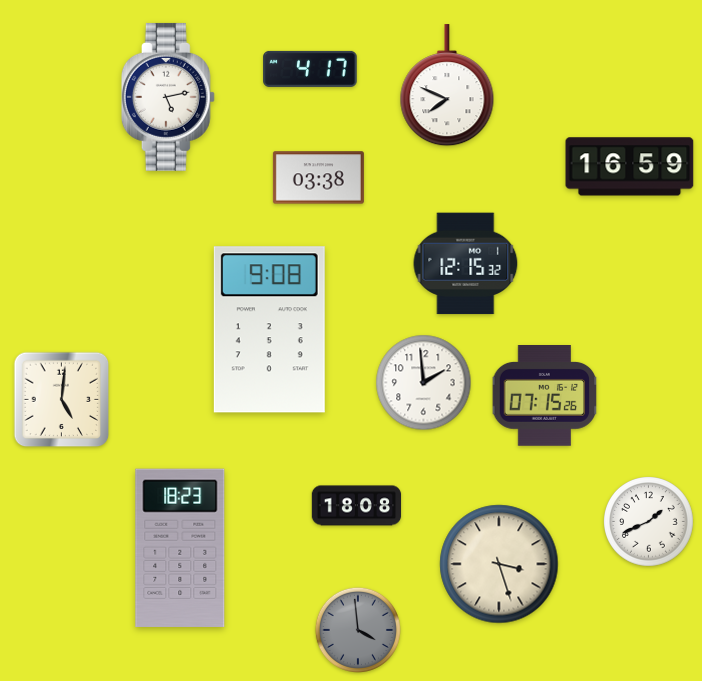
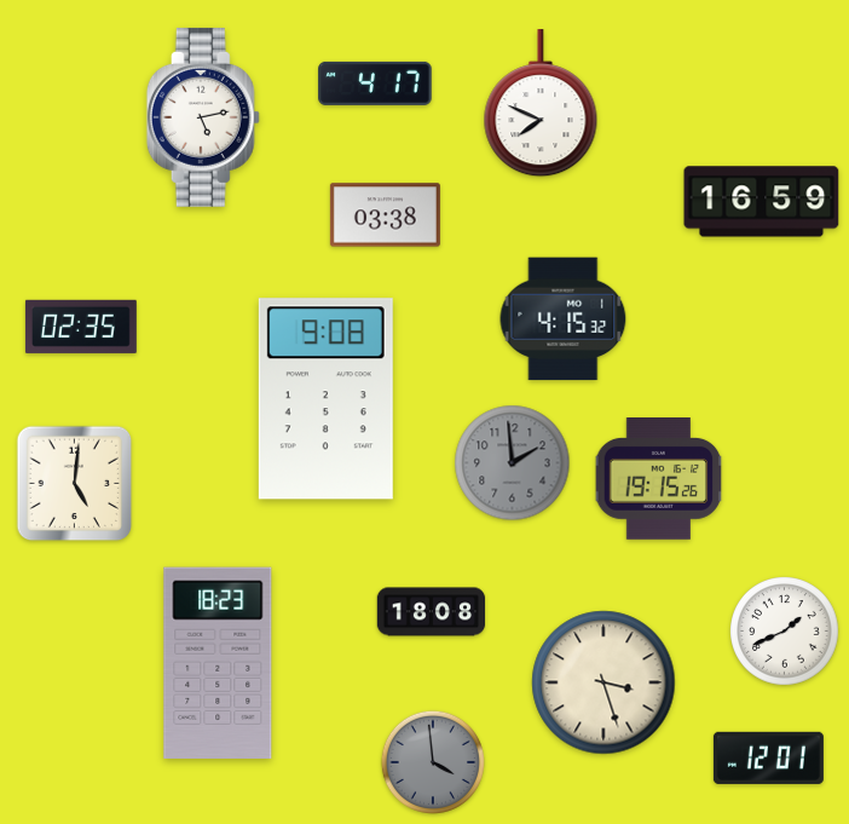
clock at (466, 264): 12:15 -> 4:15
clock at (81, 327): none -> 02:35
clock at (424, 383) dial: white -> grey
clock at (545, 396): 07:15 -> 19:15
clock at (768, 757): none -> 12:01
